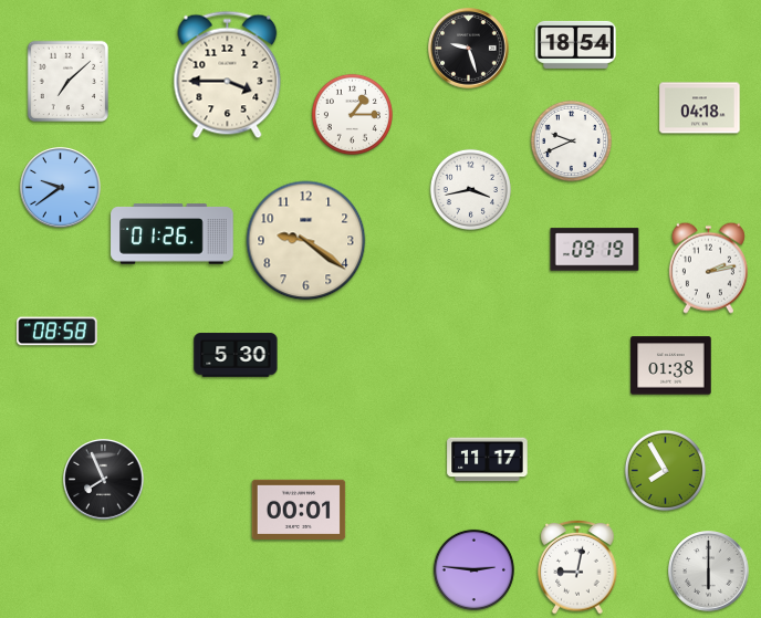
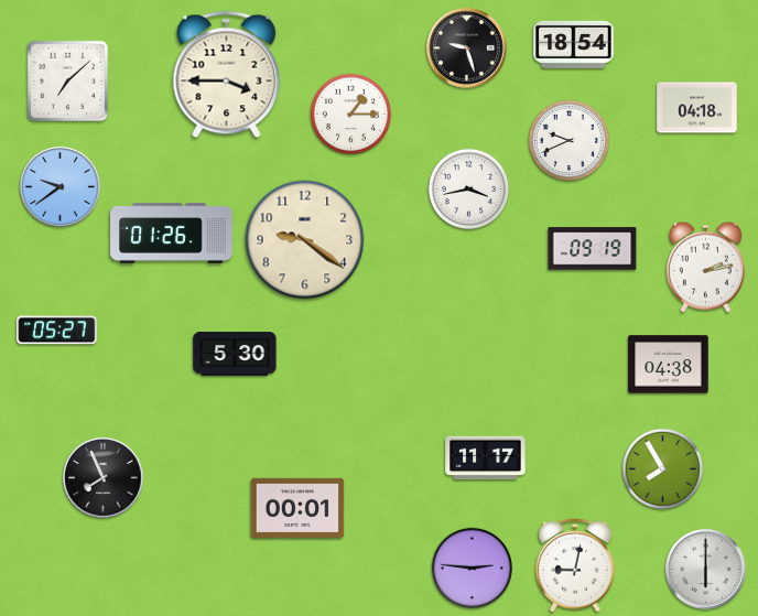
clock at (58, 332): 08:58 -> 05:27
clock at (671, 366): 01:38 -> 04:38
